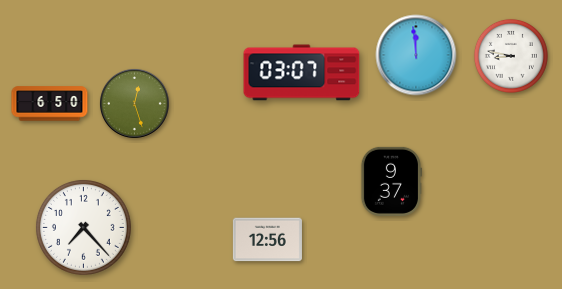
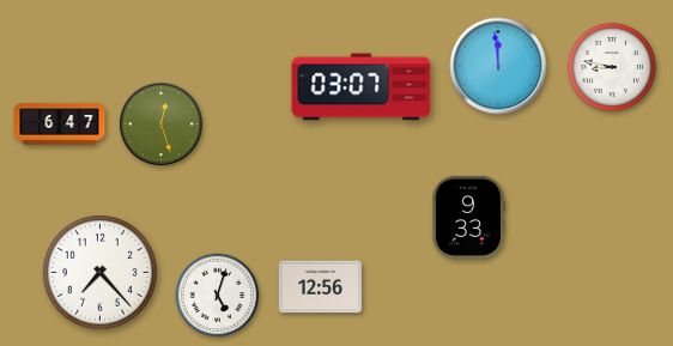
clock at (50, 104): 6:50 -> 6:47
clock at (390, 181): 9:37 -> 9:33
clock at (218, 296): none -> 5:03
